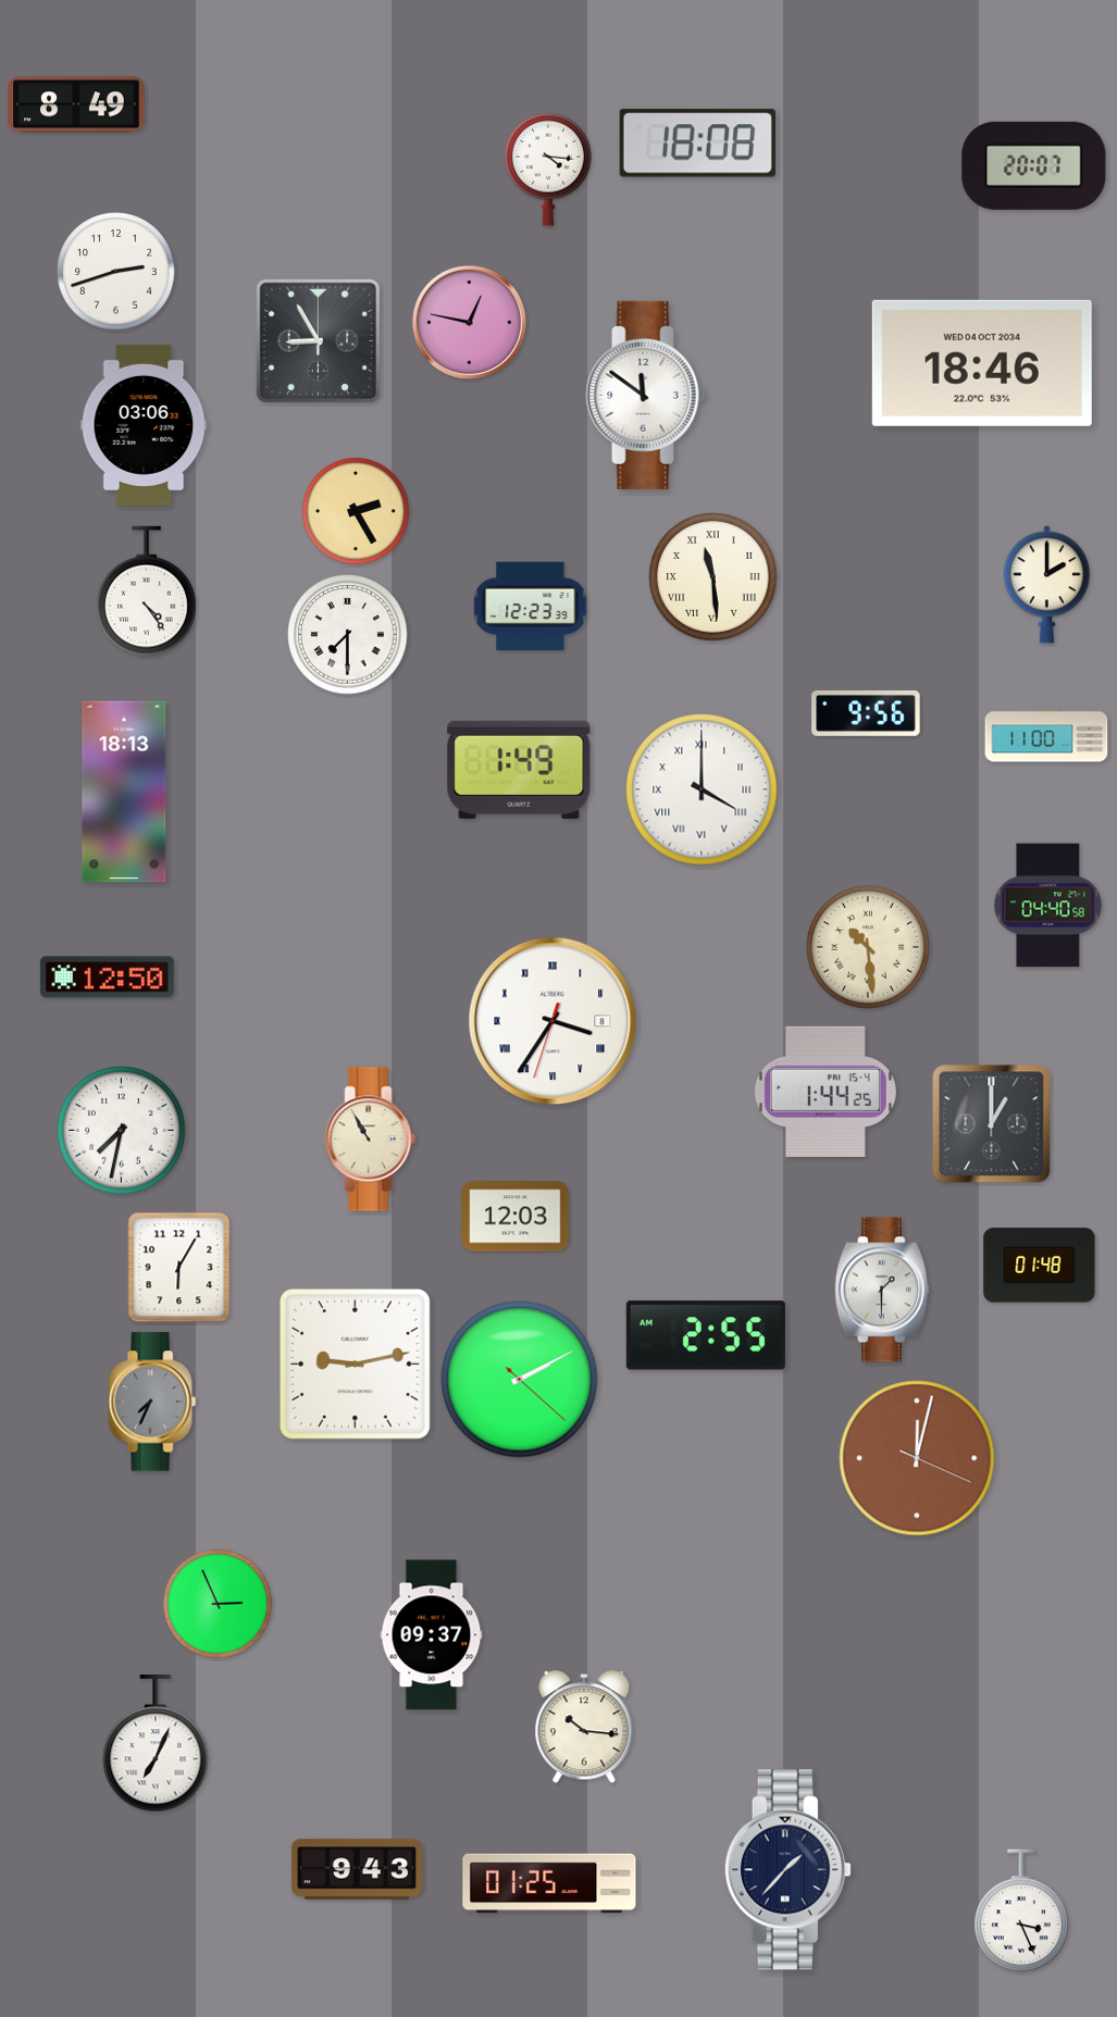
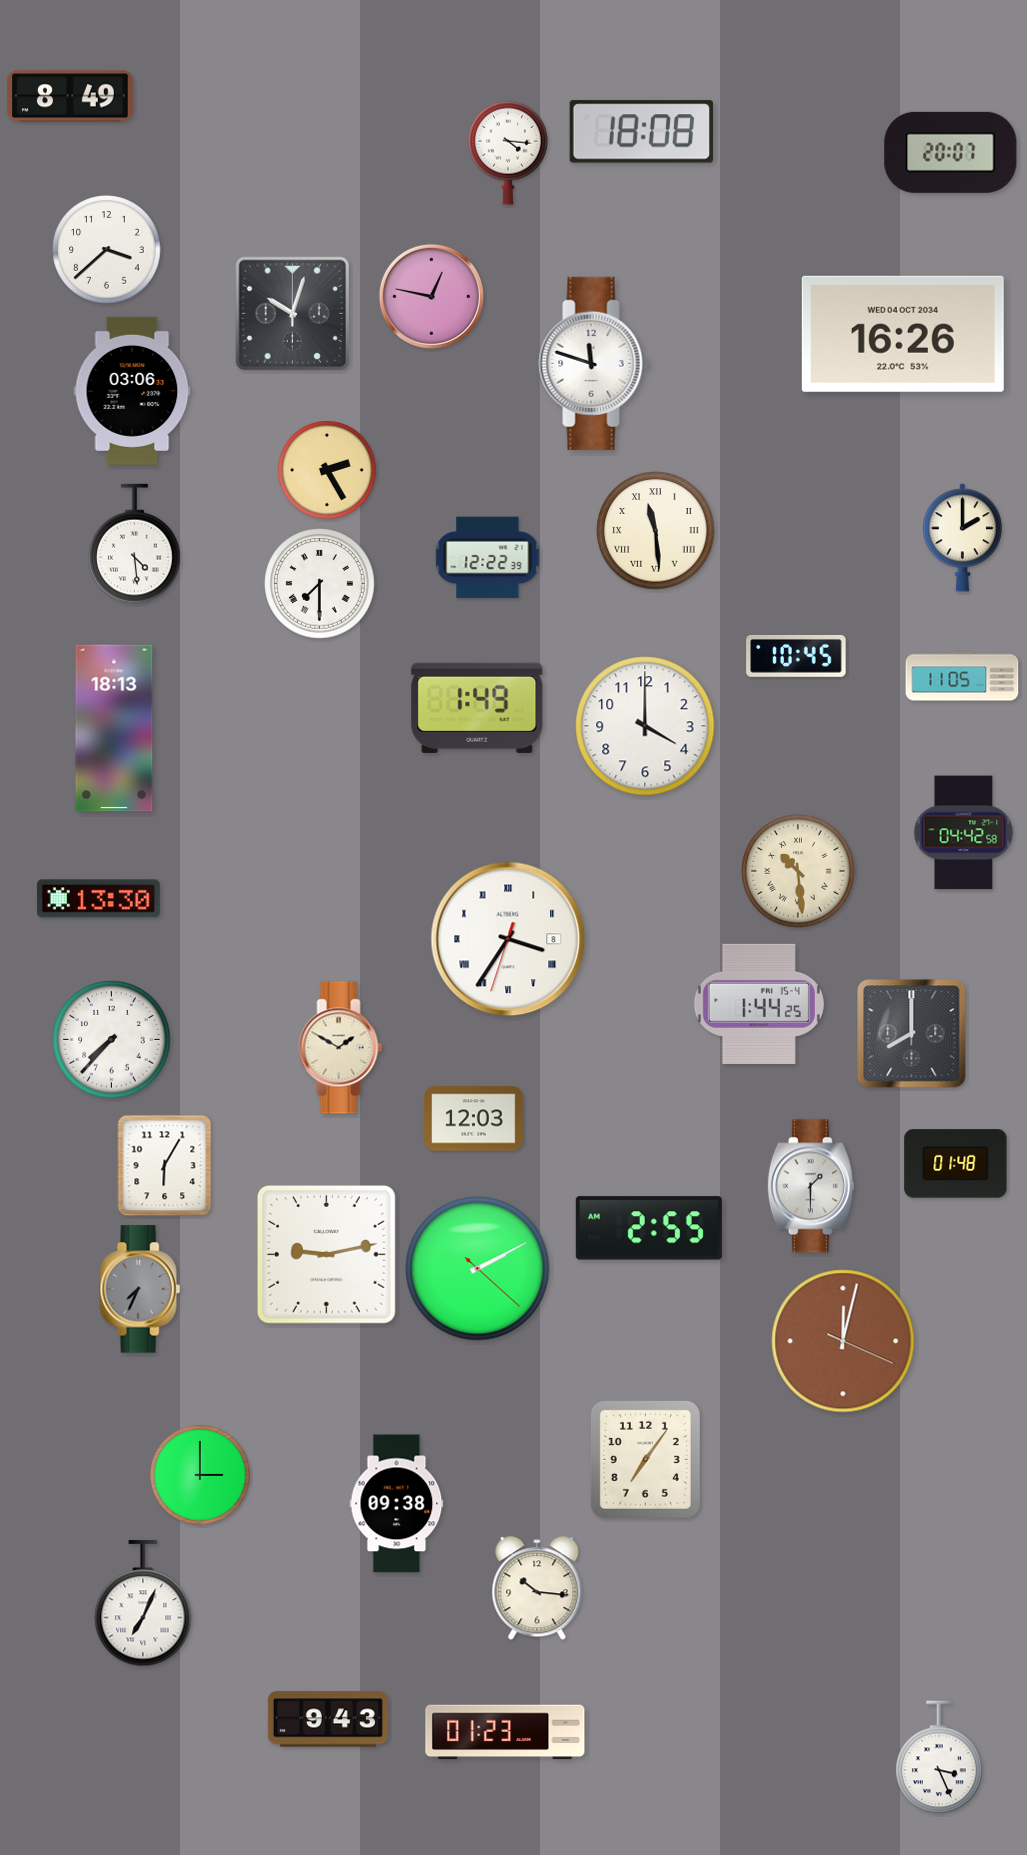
clock at (549, 170) position: (549, 170) -> (509, 153)
clock at (116, 272): 2:42 -> 3:38
clock at (318, 340): 8:55 -> 10:03
clock at (982, 363): 18:46 -> 16:26
clock at (646, 395): 11:51 -> 11:48
clock at (147, 592): 4:24 -> 4:29
clock at (531, 607): 12:23 -> 12:22
clock at (866, 713): 9:56 -> 10:45
clock at (1046, 735): 11:00 -> 11:05
clock at (702, 789) numerals: Roman -> Arabic
clock at (1048, 906): 04:40 -> 04:42
clock at (107, 978): 12:50 -> 13:30
clock at (992, 1124): 1:00 -> 8:00
clock at (122, 1131): 7:32 -> 7:37
clock at (371, 1140): 10:55 -> 1:50
clock at (645, 1459): none -> 7:06
clock at (219, 1605): 2:56 -> 3:00
clock at (432, 1635): 09:37 -> 09:38
clock at (787, 1870): 1:37 -> none
clock at (549, 1883): 01:25 -> 01:23
